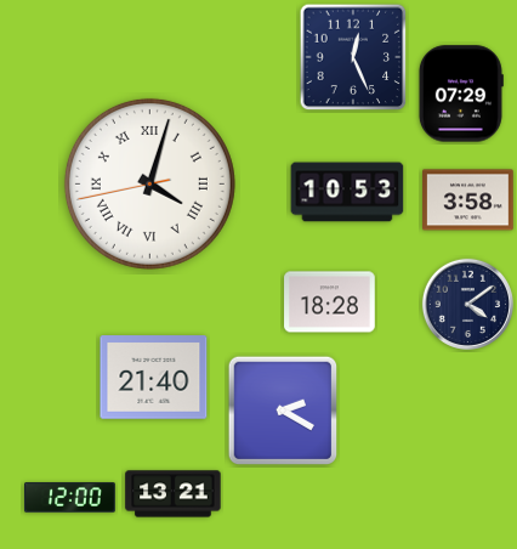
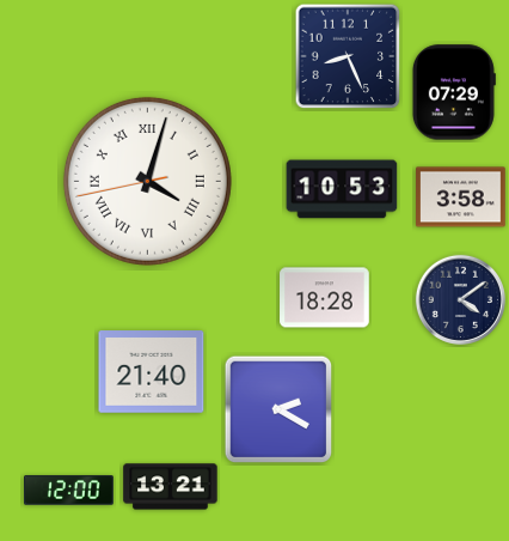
clock at (353, 57): 12:26 -> 8:26
clock at (283, 411) position: (283, 411) -> (278, 409)
